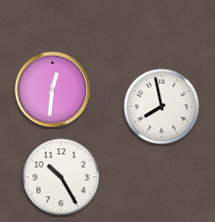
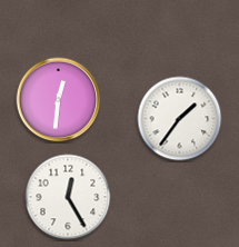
clock at (162, 107): 7:58 -> 1:36
clock at (61, 177): 10:25 -> 12:25
